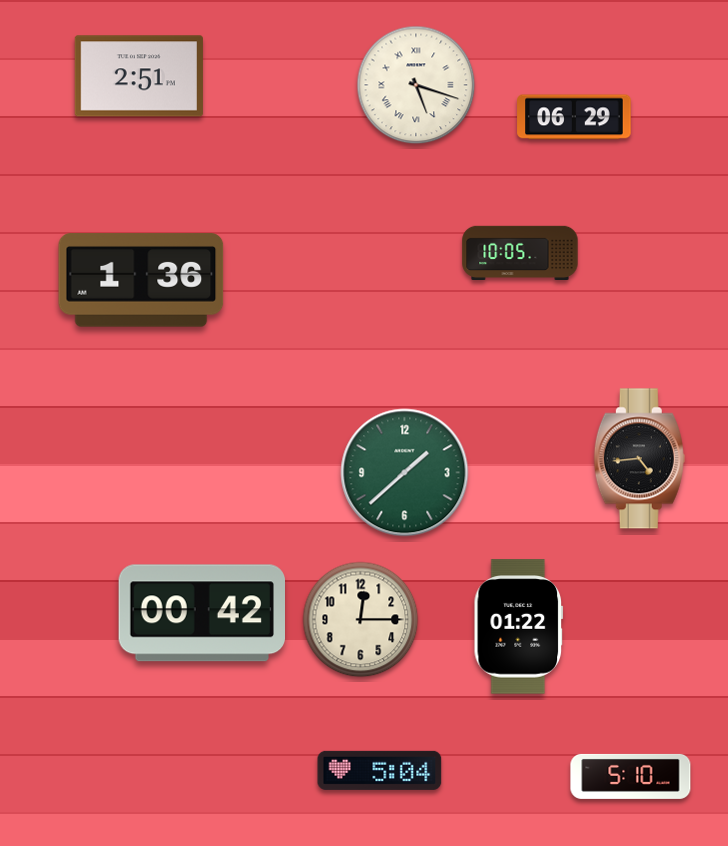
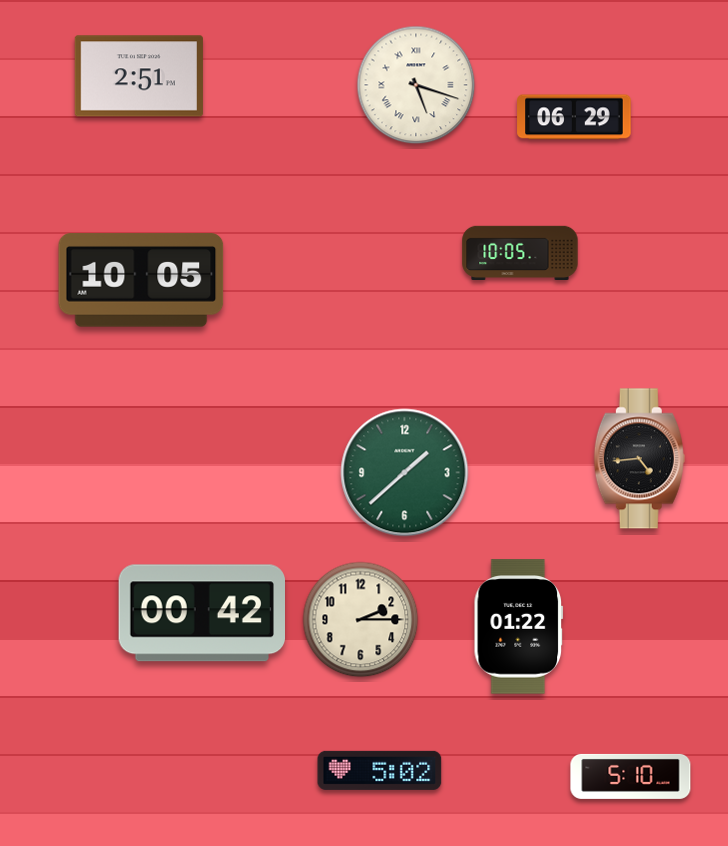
clock at (141, 280): 1:36 -> 10:05
clock at (361, 620): 12:15 -> 2:15
clock at (380, 770): 5:04 -> 5:02
